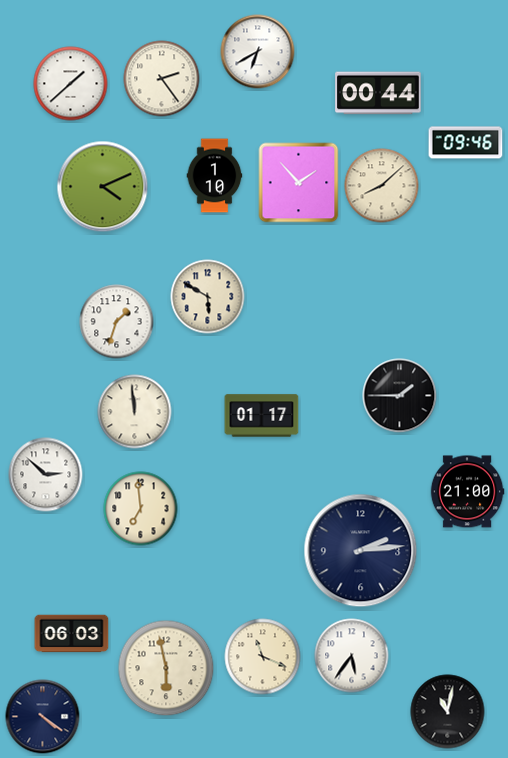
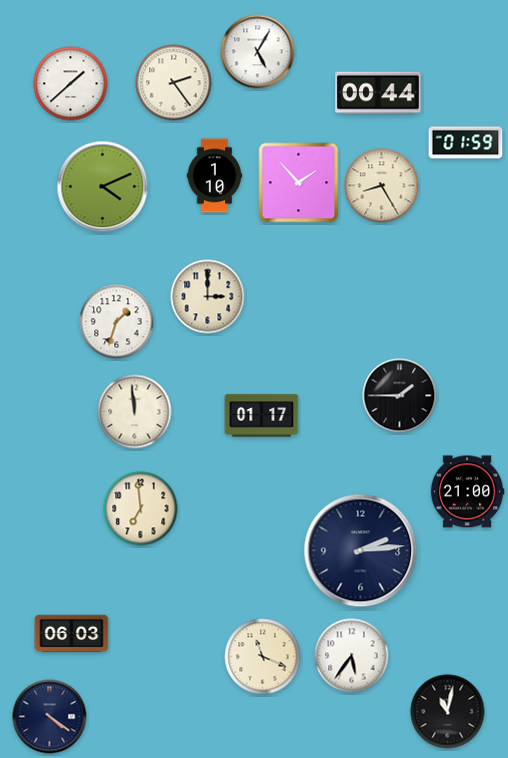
clock at (258, 52): 6:40 -> 5:05
clock at (162, 79) position: (162, 79) -> (174, 83)
clock at (466, 143): 09:46 -> 01:59
clock at (382, 186): 8:08 -> 8:25
clock at (208, 297): 5:50 -> 3:00
clock at (46, 475): 2:52 -> none
clock at (166, 668): 5:58 -> none
clock at (43, 717) position: (43, 717) -> (50, 717)
